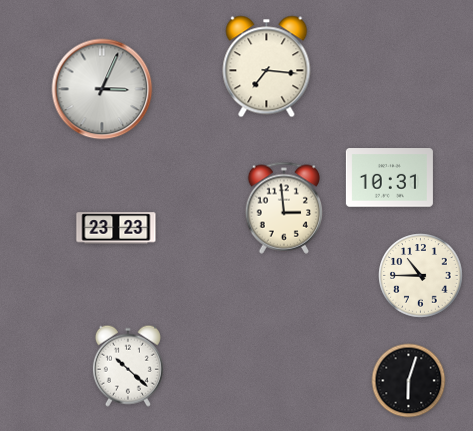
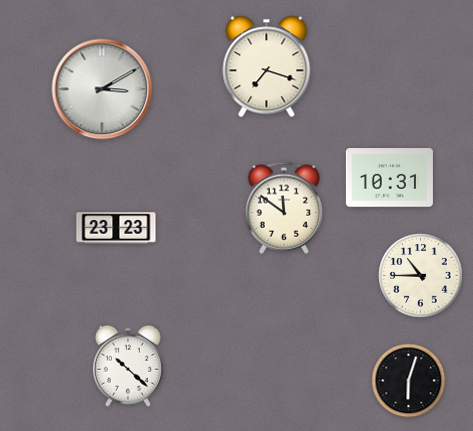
clock at (267, 67): 7:16 -> 7:18
clock at (102, 89): 3:04 -> 3:10
clock at (284, 208): 2:59 -> 11:51
